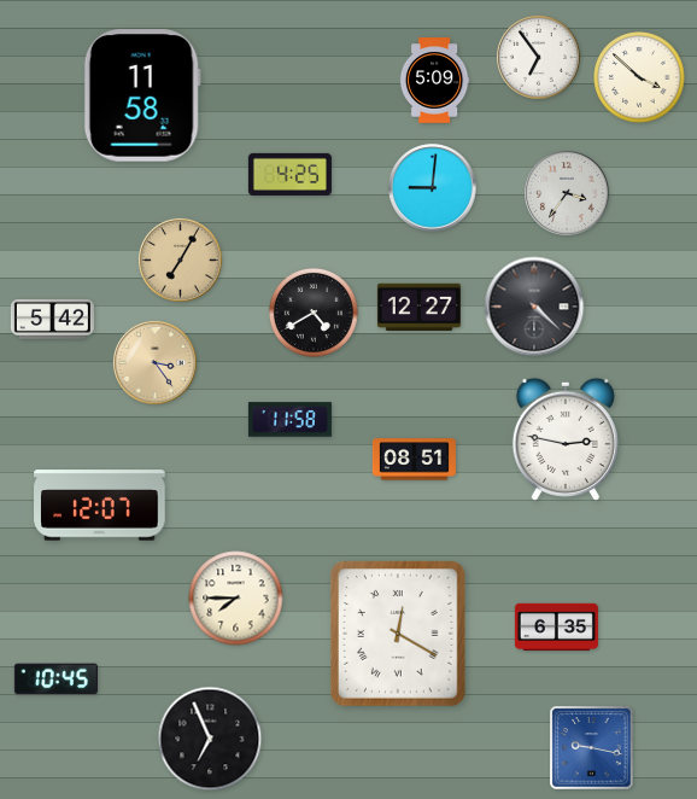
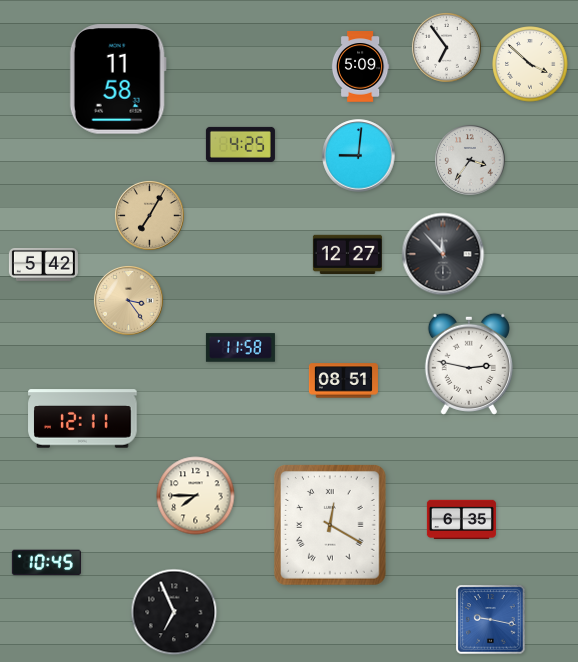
clock at (534, 307): 4:22 -> 11:53
clock at (314, 313): 4:40 -> none
clock at (100, 506): 12:07 -> 12:11
